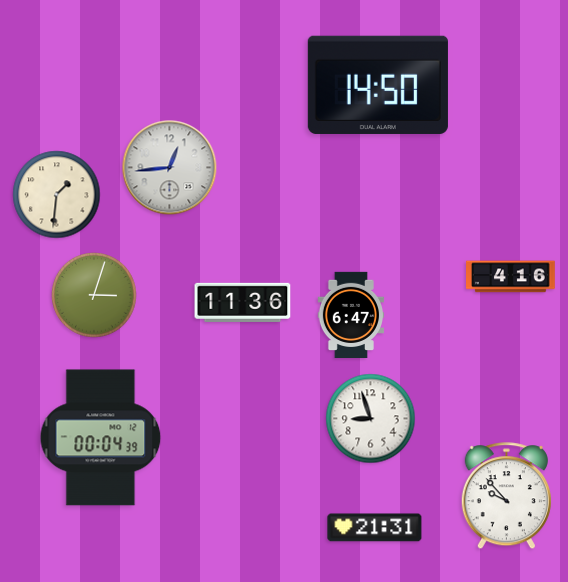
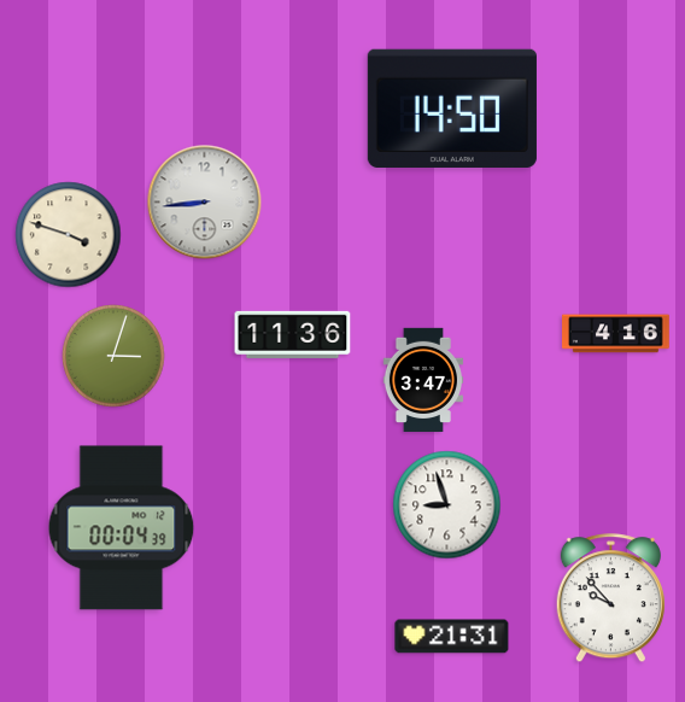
clock at (378, 85) position: (378, 85) -> (452, 109)
clock at (170, 168): 12:44 -> 8:44
clock at (57, 195): 1:31 -> 3:48
clock at (243, 302) position: (243, 302) -> (293, 334)
clock at (350, 315): 6:47 -> 3:47
